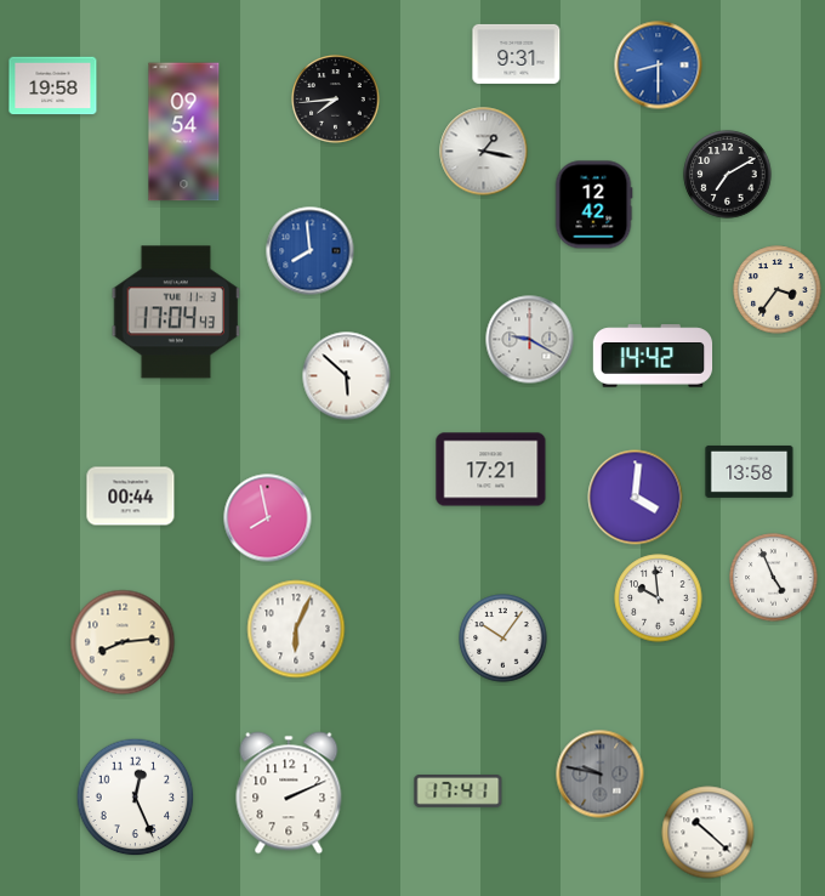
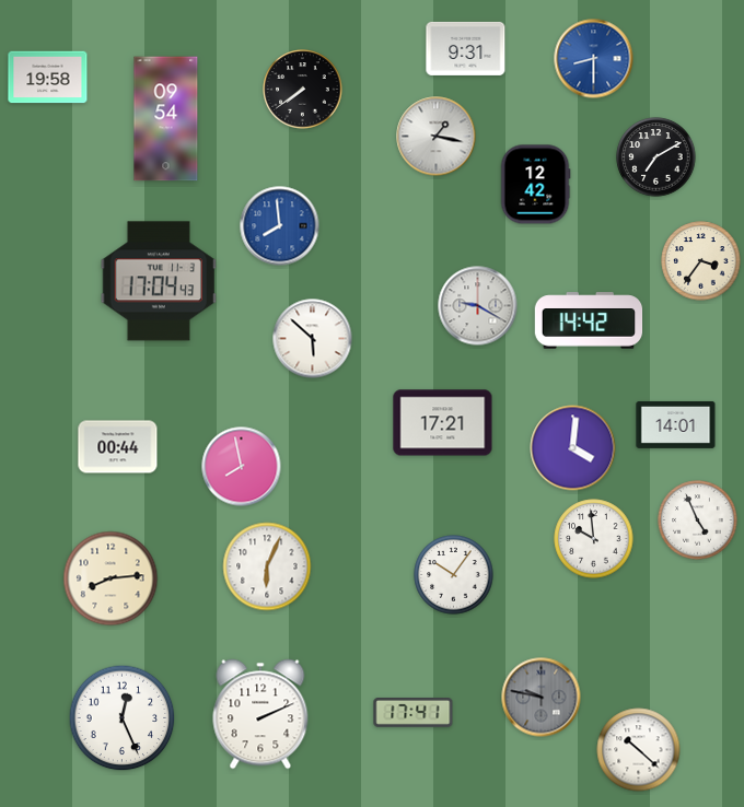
clock at (336, 100): 7:44 -> 7:39
clock at (750, 471): 13:58 -> 14:01
